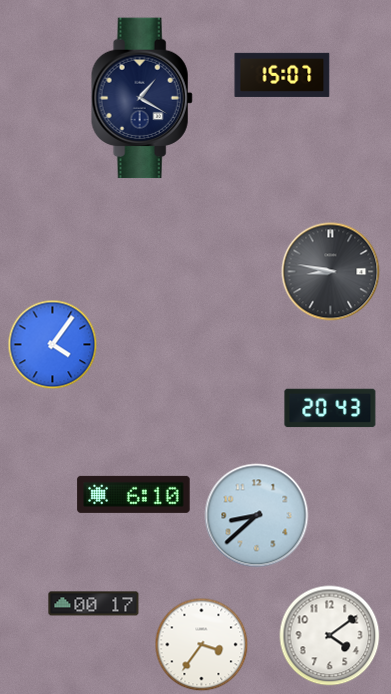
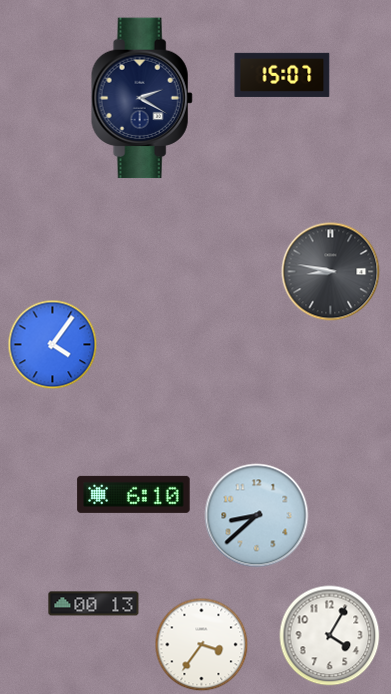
clock at (142, 98): 1:20 -> 2:20
clock at (330, 408): 20:43 -> none
clock at (94, 604): 00:17 -> 00:13
clock at (330, 636): 4:09 -> 4:05
